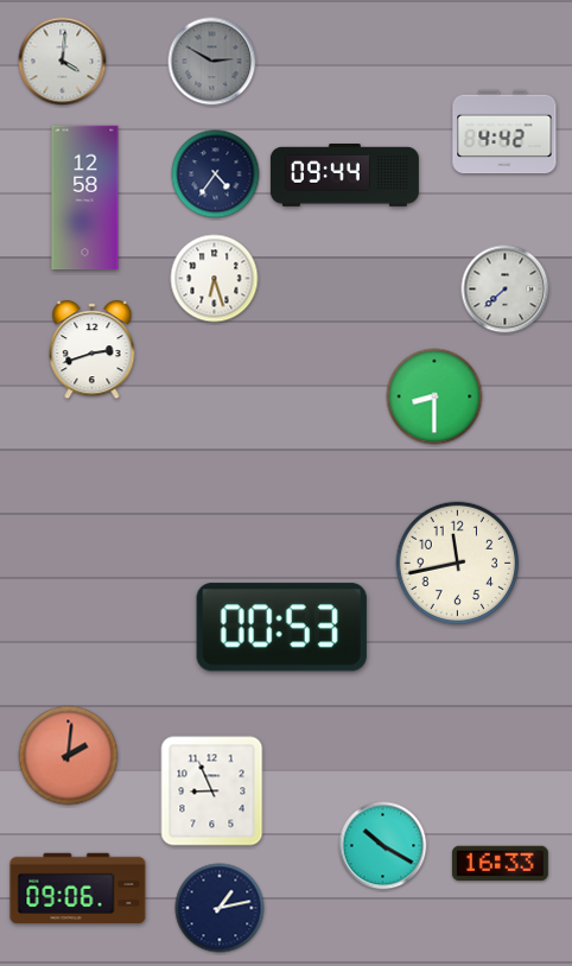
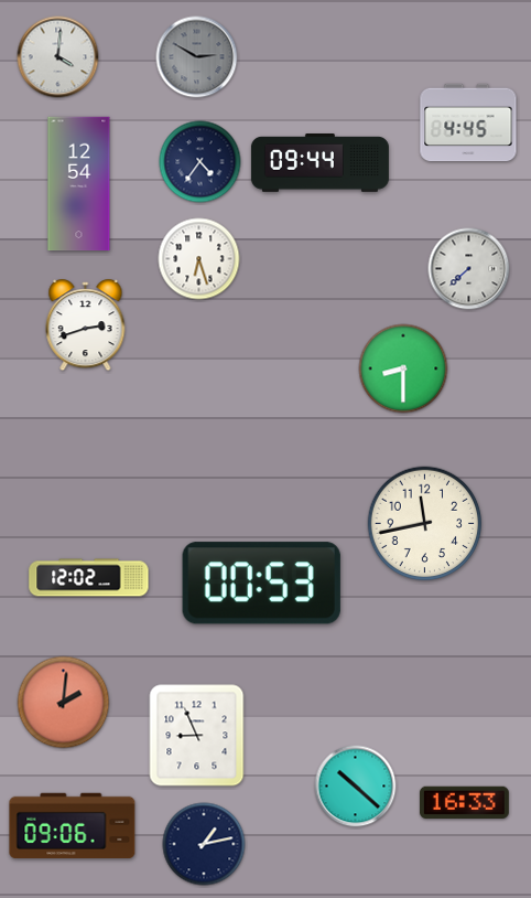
clock at (504, 132): 4:42 -> 4:45
clock at (85, 198): 12:58 -> 12:54
clock at (89, 578): none -> 12:02
clock at (383, 846): 10:20 -> 10:22
